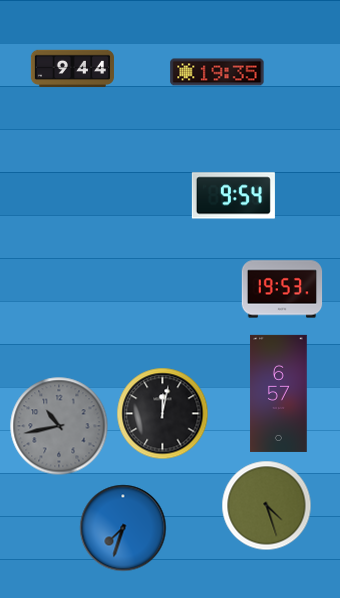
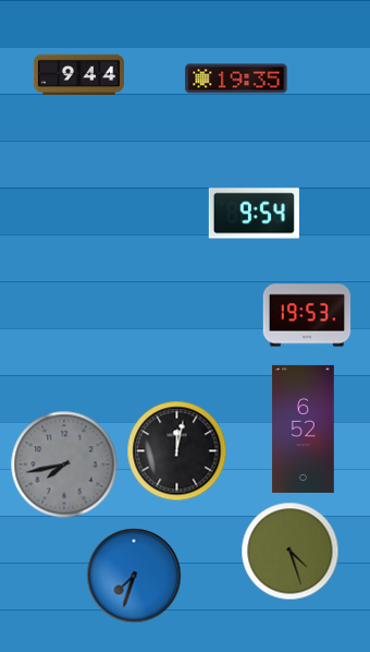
clock at (279, 393): 6:57 -> 6:52
clock at (59, 426): 10:43 -> 7:43
